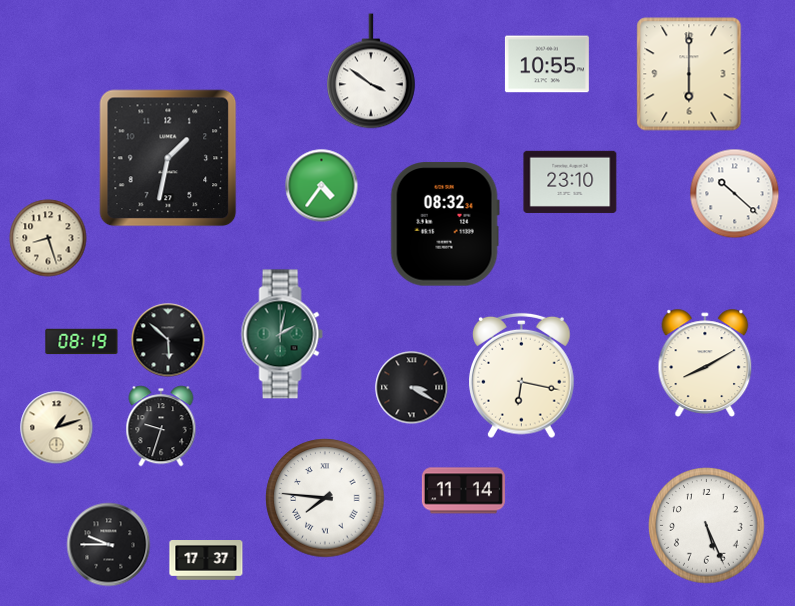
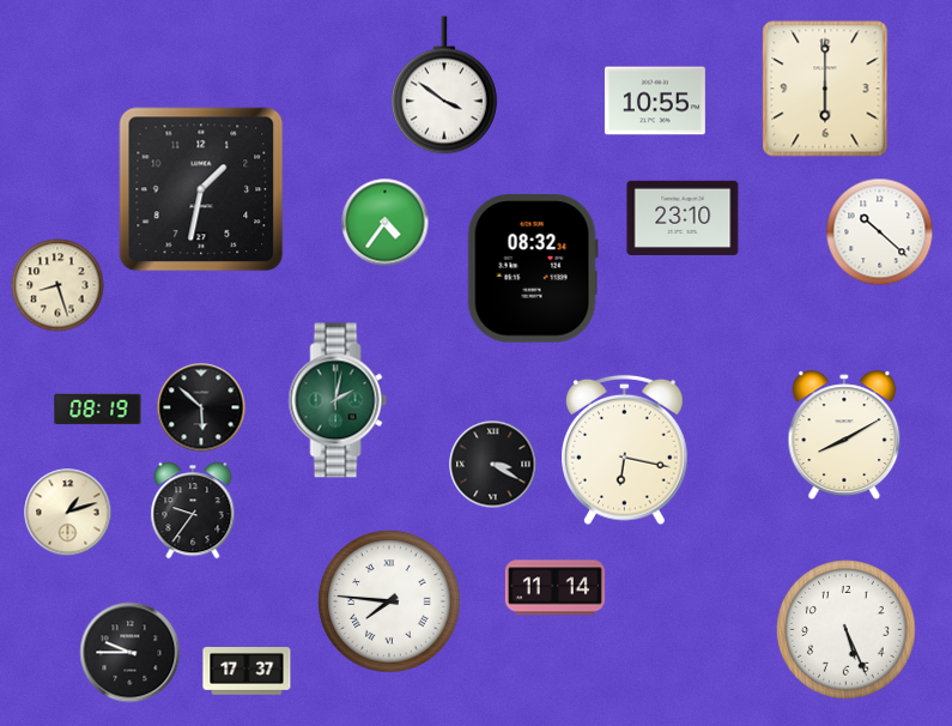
clock at (547, 64) position: (547, 64) -> (655, 101)
clock at (161, 426): 9:33 -> 9:36
clock at (325, 498) position: (325, 498) -> (389, 601)
